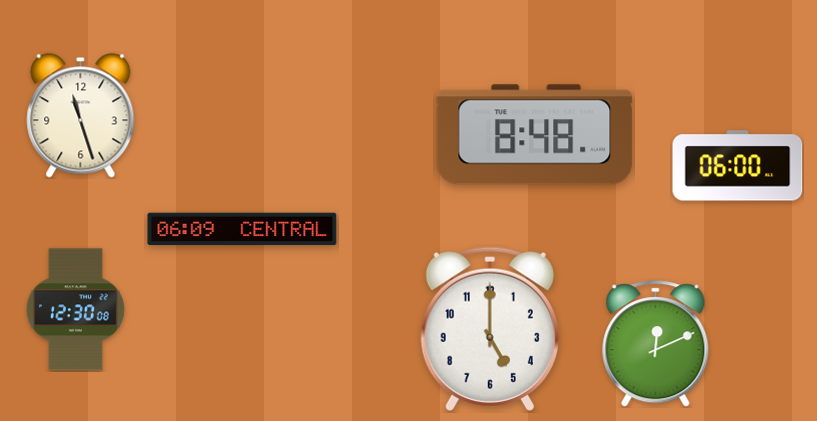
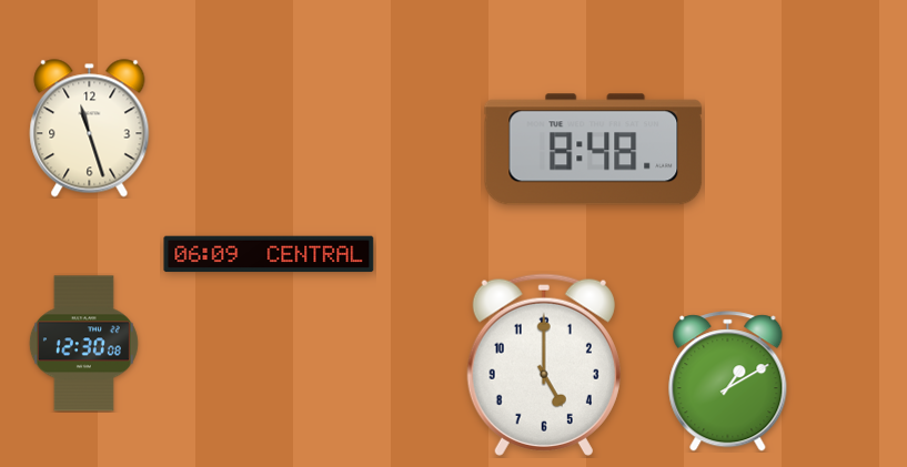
clock at (738, 166): 06:00 -> none
clock at (656, 344): 12:11 -> 1:10
